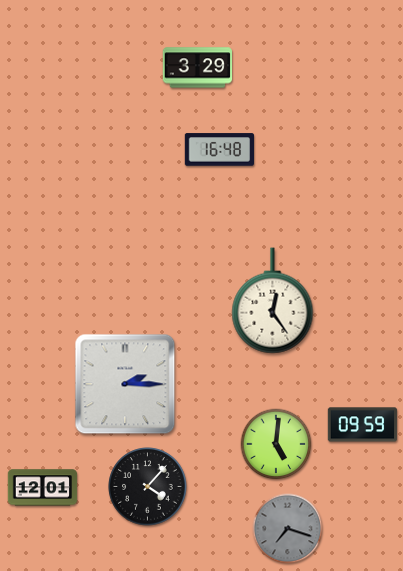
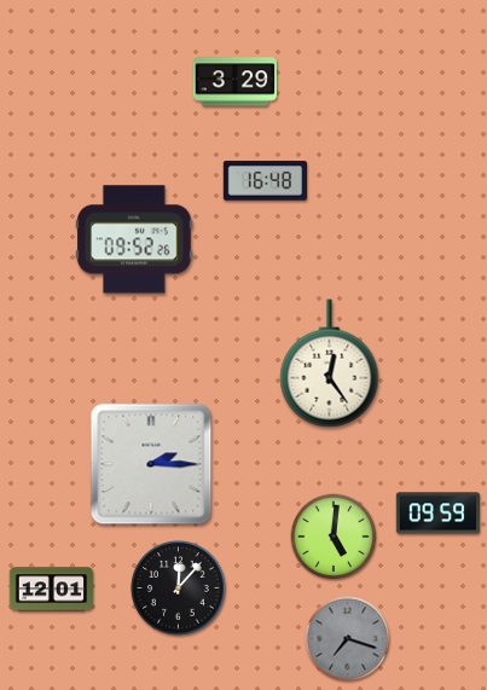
clock at (198, 68) position: (198, 68) -> (236, 82)
clock at (135, 239): none -> 09:52
clock at (148, 487): 4:07 -> 12:07
